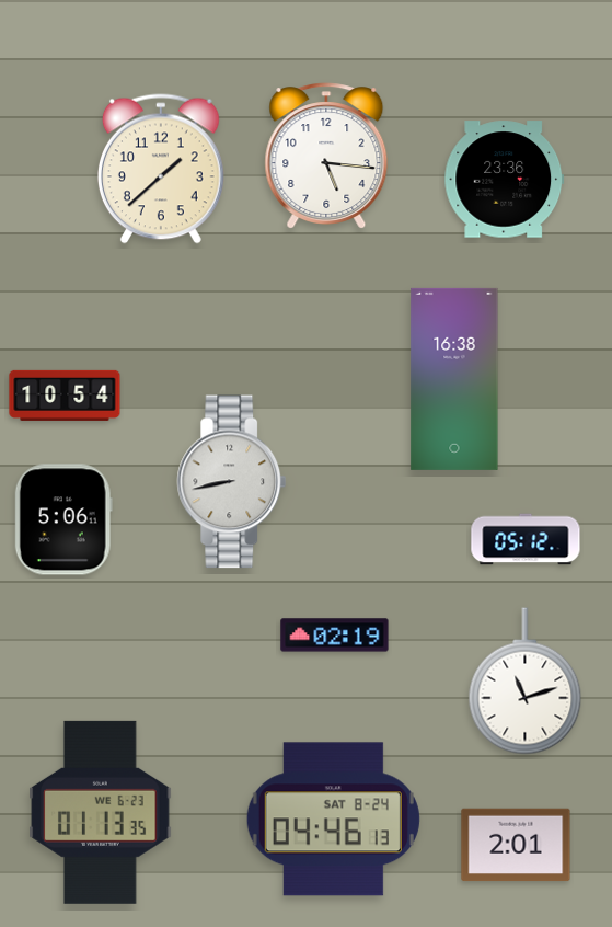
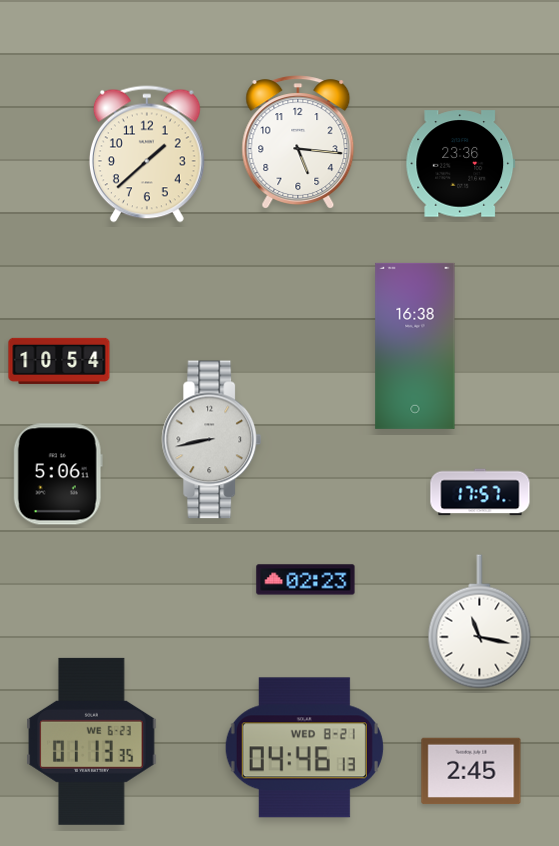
clock at (526, 539): 05:12 -> 17:57
clock at (335, 636): 02:19 -> 02:23
clock at (526, 682): 11:12 -> 11:17
clock at (333, 820) date: SAT 8-24 -> WED 8-21
clock at (516, 845): 2:01 -> 2:45
